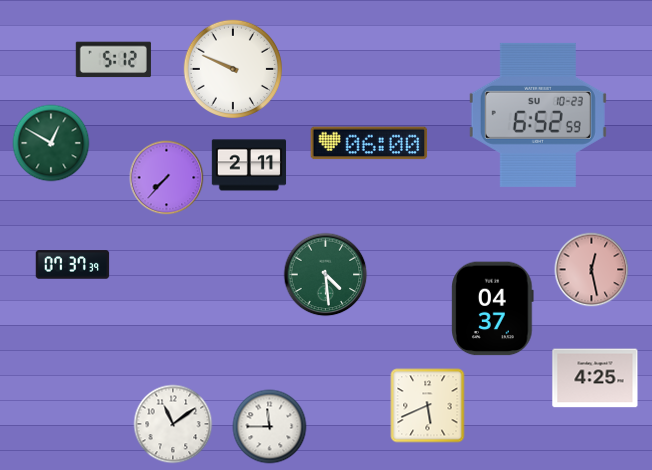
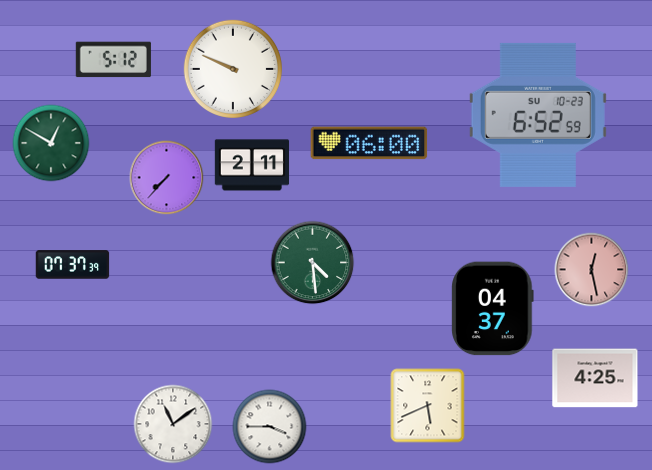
clock at (249, 165) position: (249, 165) -> (252, 165)
clock at (326, 275) position: (326, 275) -> (313, 263)
clock at (270, 427): 11:45 -> 3:45
